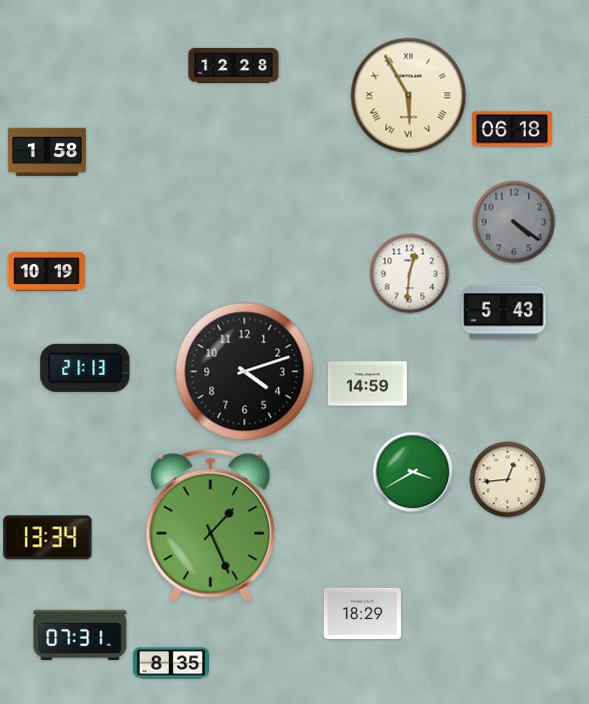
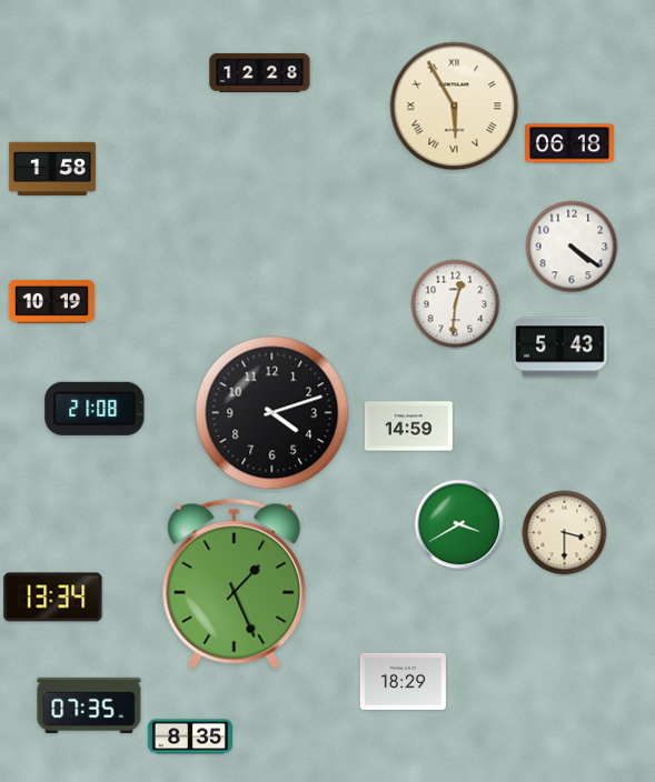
clock at (514, 222) dial: grey -> white
clock at (85, 368): 21:13 -> 21:08
clock at (508, 480): 12:44 -> 3:30
clock at (80, 634): 07:31 -> 07:35
